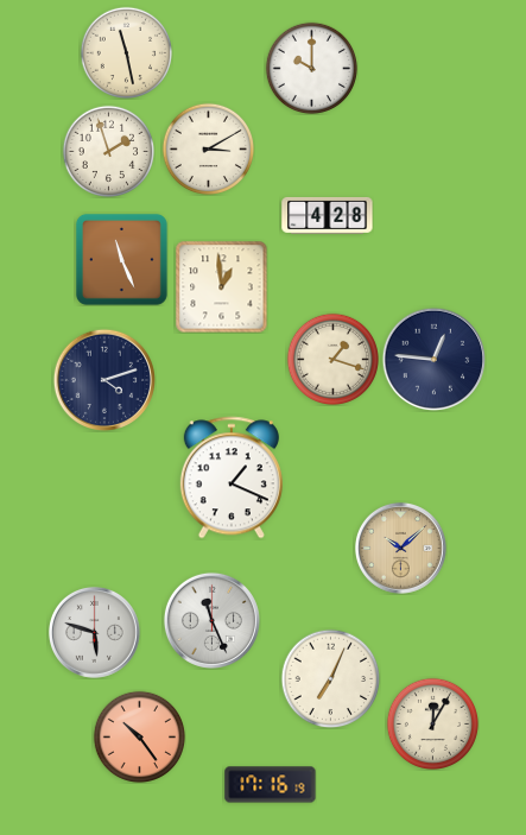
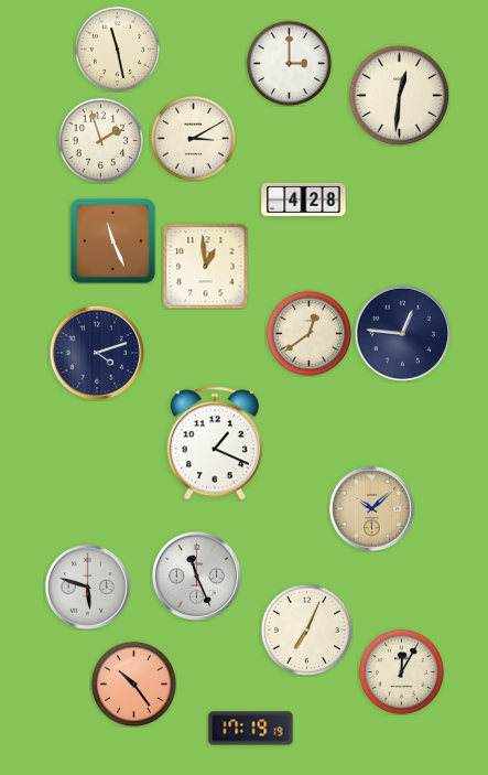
clock at (311, 68): 10:00 -> 3:00
clock at (399, 95): none -> 12:31
clock at (332, 359): 1:18 -> 12:39
clock at (139, 736) position: (139, 736) -> (133, 683)
clock at (271, 785): 17:16 -> 17:19
